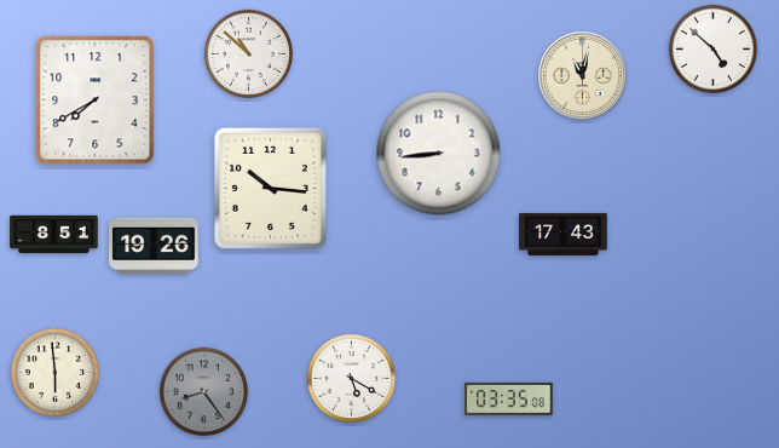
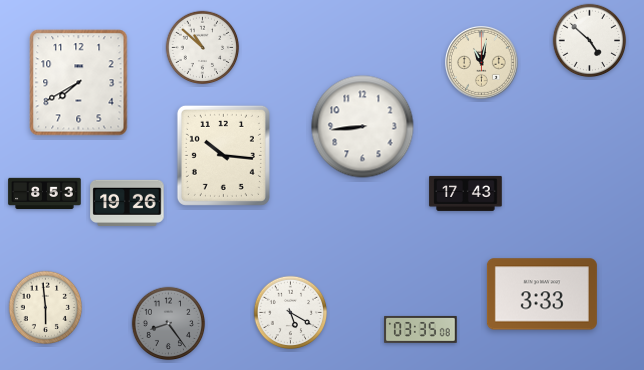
clock at (249, 54) position: (249, 54) -> (203, 48)
clock at (54, 235): 8:51 -> 8:53
clock at (542, 294): none -> 3:33
